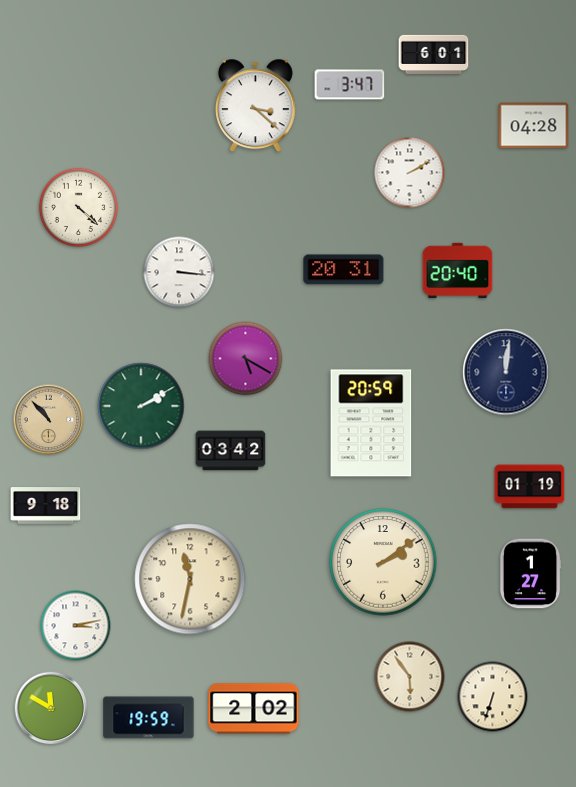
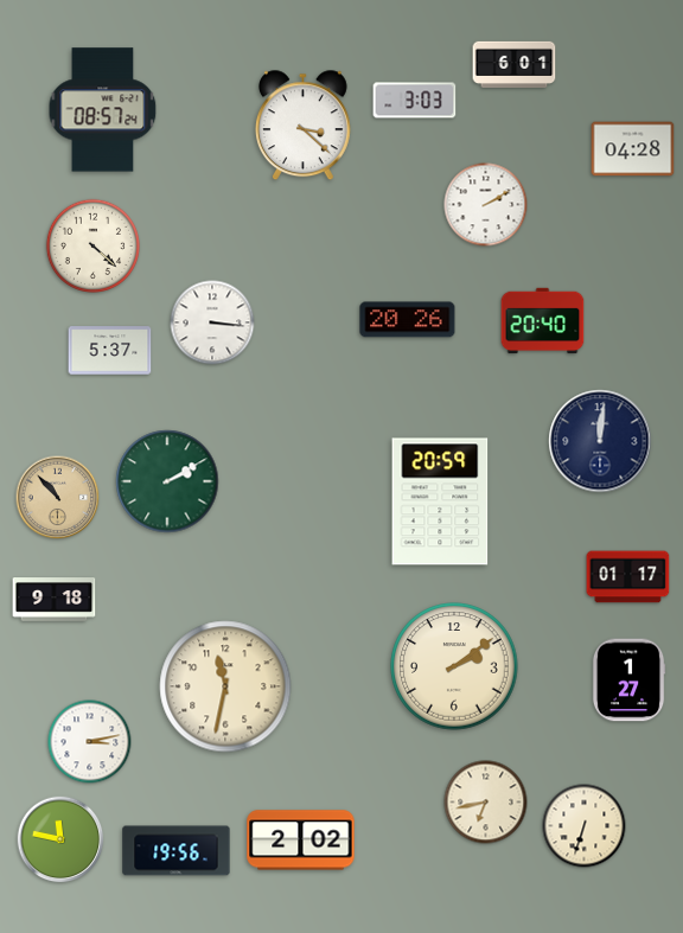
clock at (350, 85): 3:47 -> 3:03
clock at (103, 110): none -> 08:57
clock at (344, 270): 20:31 -> 20:26
clock at (110, 351): none -> 5:37
clock at (246, 359): 5:20 -> none
clock at (231, 451): 03:42 -> none
clock at (530, 487): 01:19 -> 01:17
clock at (410, 677): 5:54 -> 6:43
clock at (51, 708): 11:50 -> 11:47
clock at (149, 718): 19:59 -> 19:56
